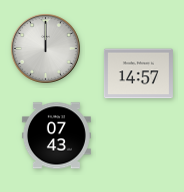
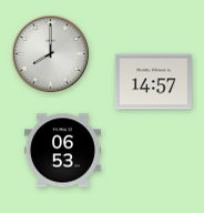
clock at (46, 49): 12:00 -> 8:00
clock at (56, 136): 07:43 -> 06:53
